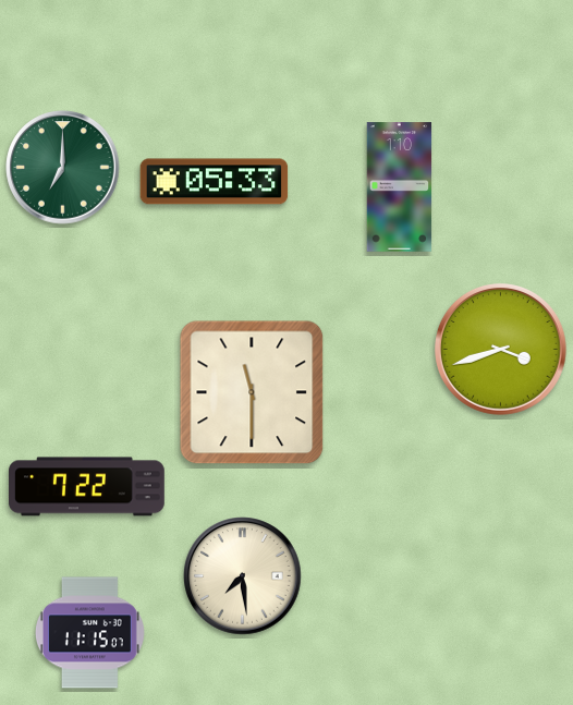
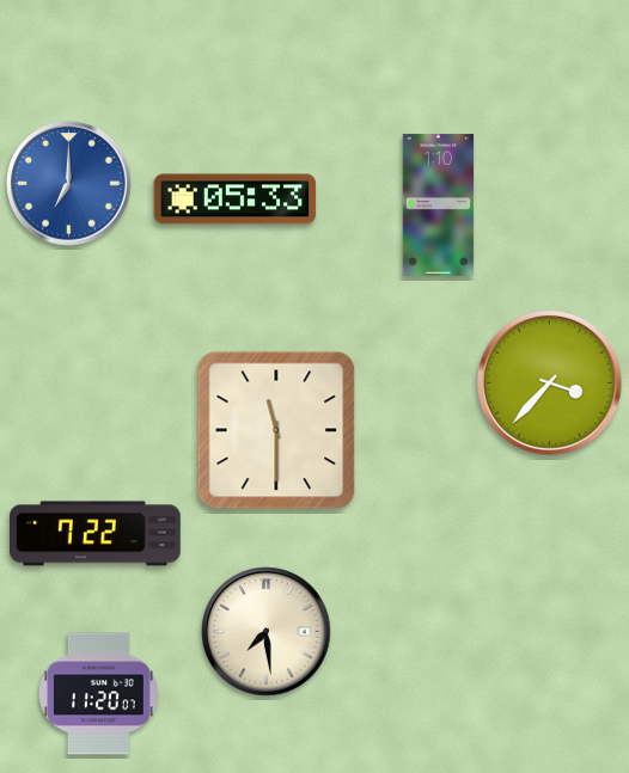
clock at (63, 168) dial: green -> blue
clock at (501, 350): 3:42 -> 3:37
clock at (90, 633): 11:15 -> 11:20
